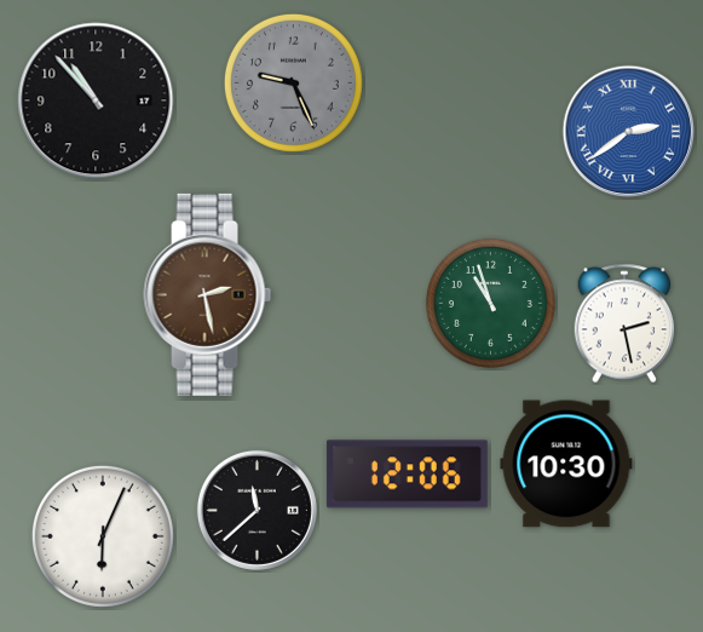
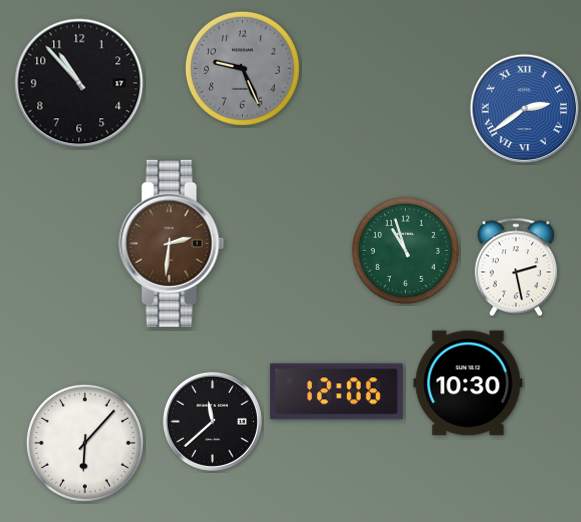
clock at (629, 132) position: (629, 132) -> (525, 109)
clock at (208, 294): 2:28 -> 2:31
clock at (103, 536): 6:04 -> 6:07
